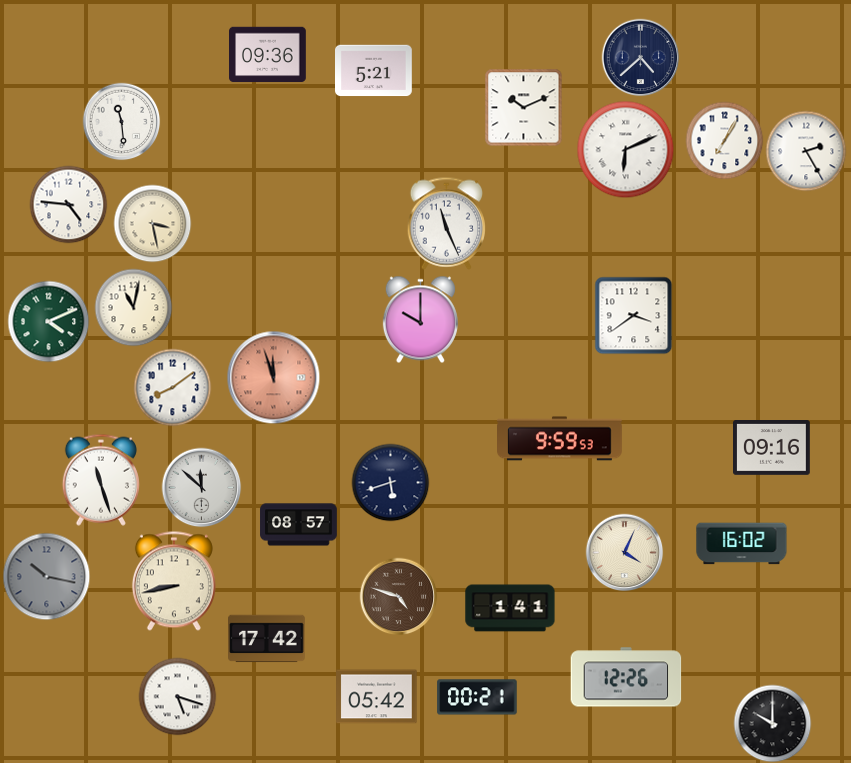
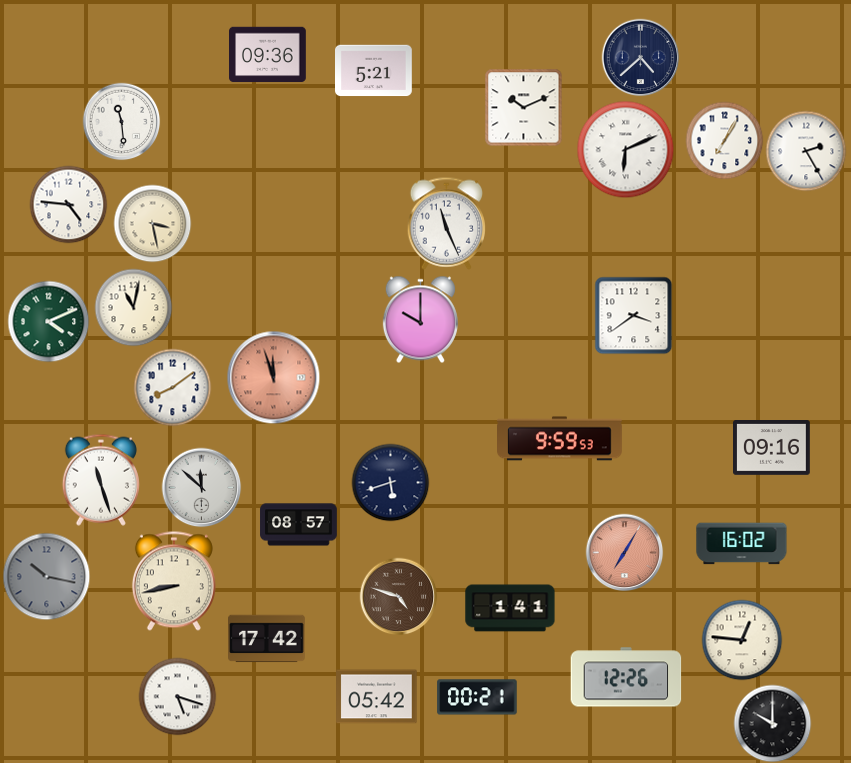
clock at (624, 552): 4:04 -> 7:05
clock at (624, 552) dial: cream -> salmon
clock at (742, 640): none -> 12:46
